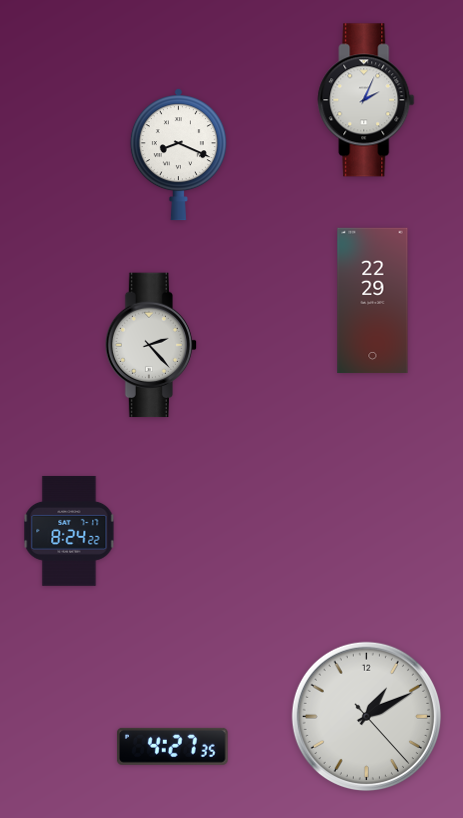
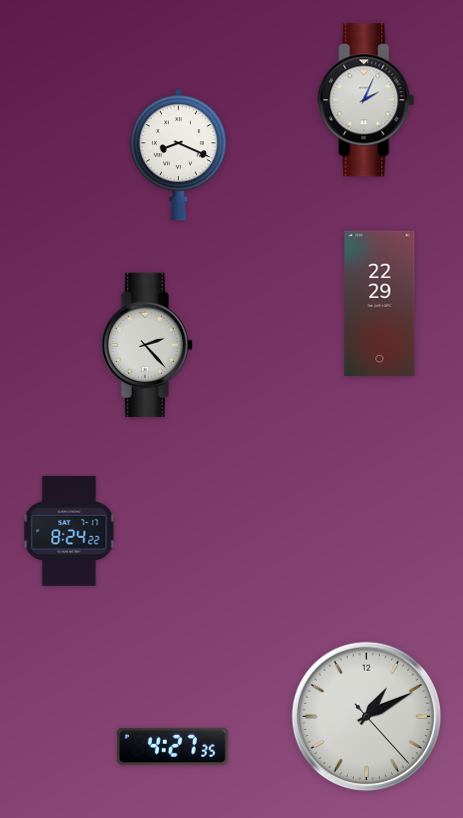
clock at (373, 301) position: (373, 301) -> (380, 304)
clock at (151, 345) position: (151, 345) -> (147, 345)
